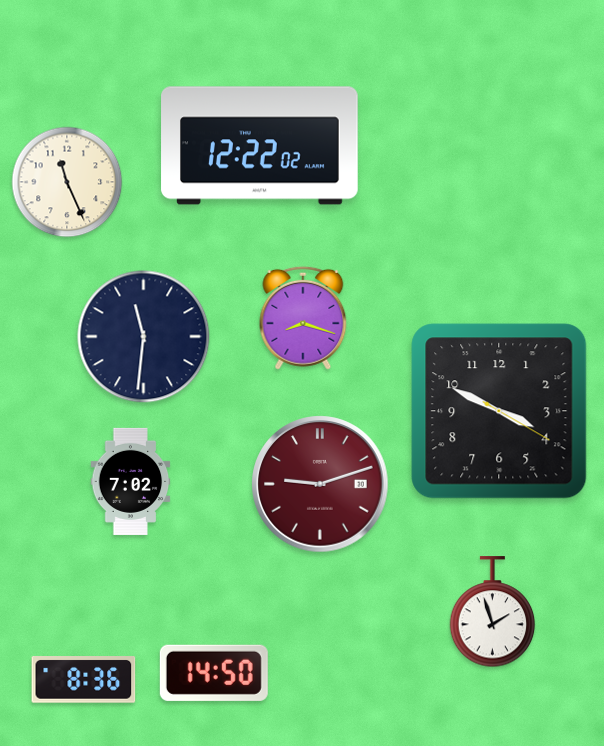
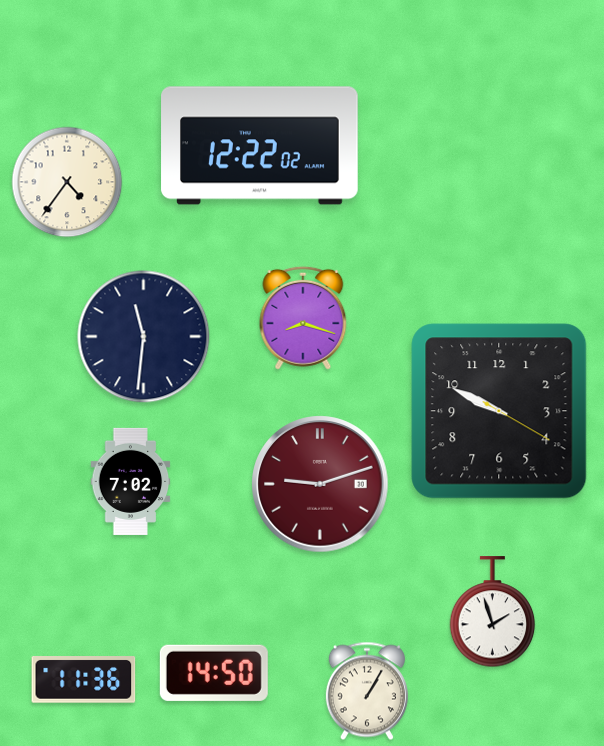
clock at (67, 182): 11:26 -> 4:36
clock at (499, 411): 3:49 -> 9:49
clock at (84, 680): 8:36 -> 11:36
clock at (367, 691): none -> 1:05
